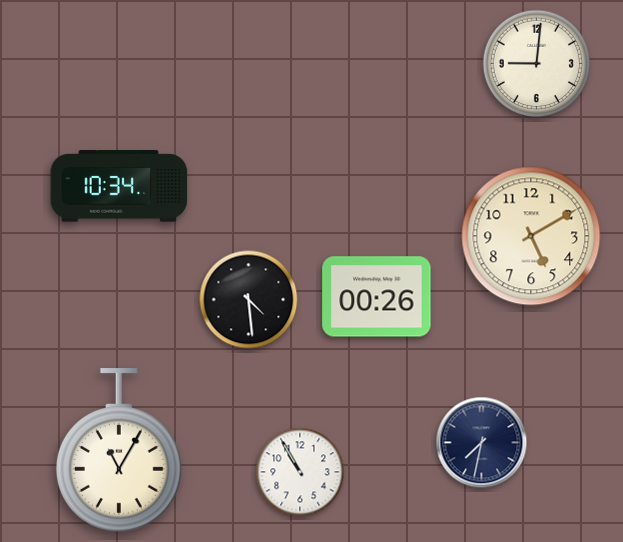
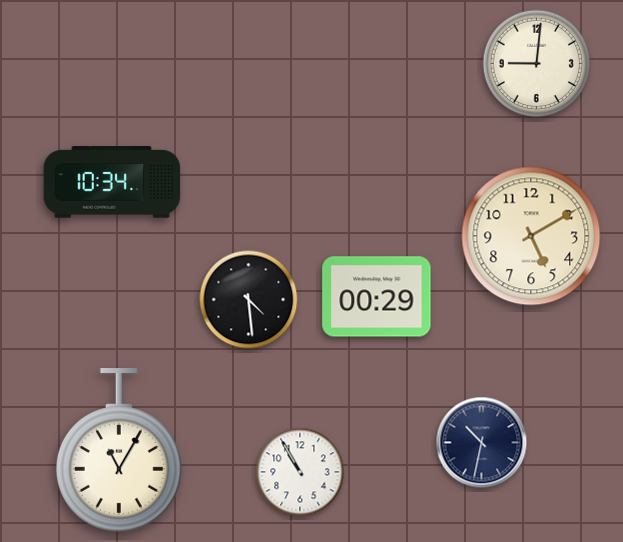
clock at (119, 186) position: (119, 186) -> (112, 182)
clock at (377, 297): 00:26 -> 00:29
clock at (482, 443): 7:32 -> 10:32
